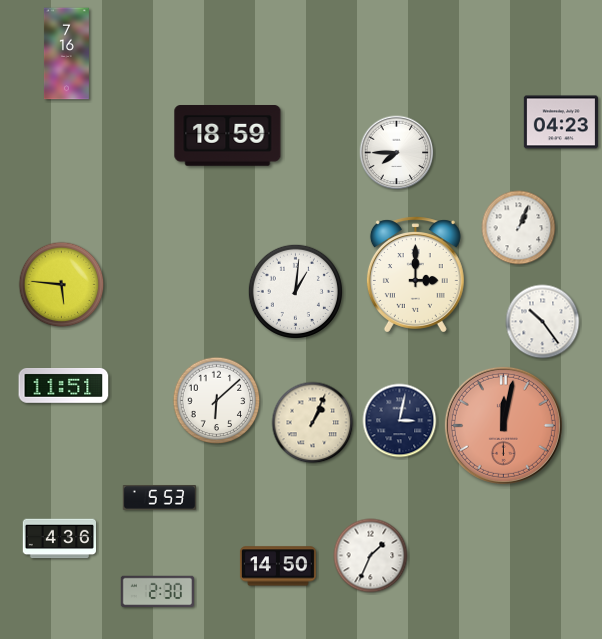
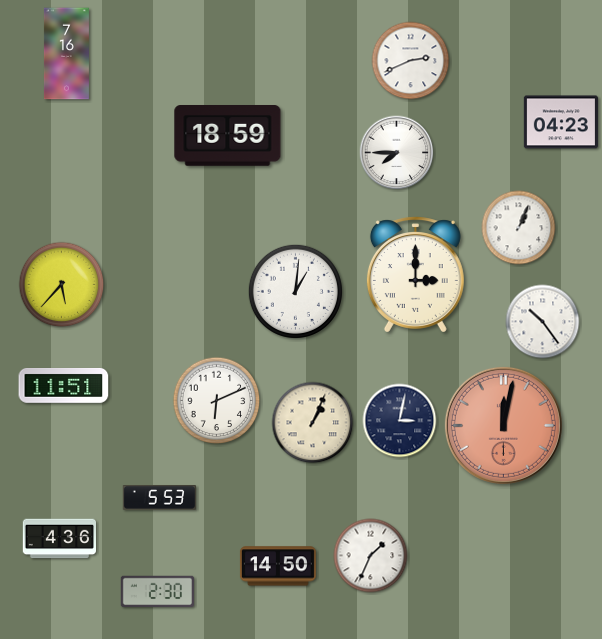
clock at (411, 61): none -> 2:41
clock at (62, 285): 5:46 -> 5:37
clock at (217, 401): 6:08 -> 6:11
